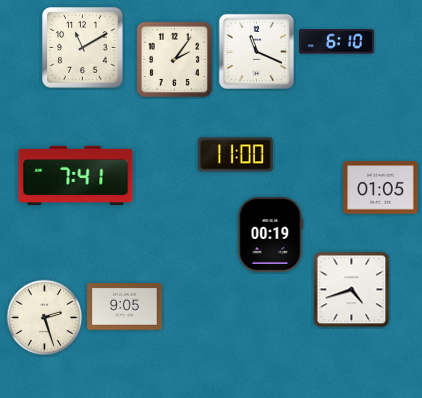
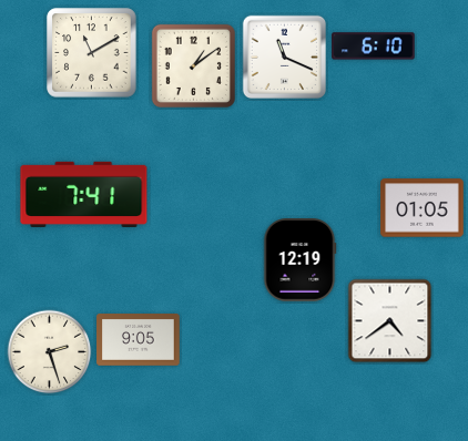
clock at (174, 59): 2:06 -> 1:09
clock at (236, 155): 11:00 -> none
clock at (270, 235): 00:19 -> 12:19
clock at (352, 290): 4:42 -> 4:39
